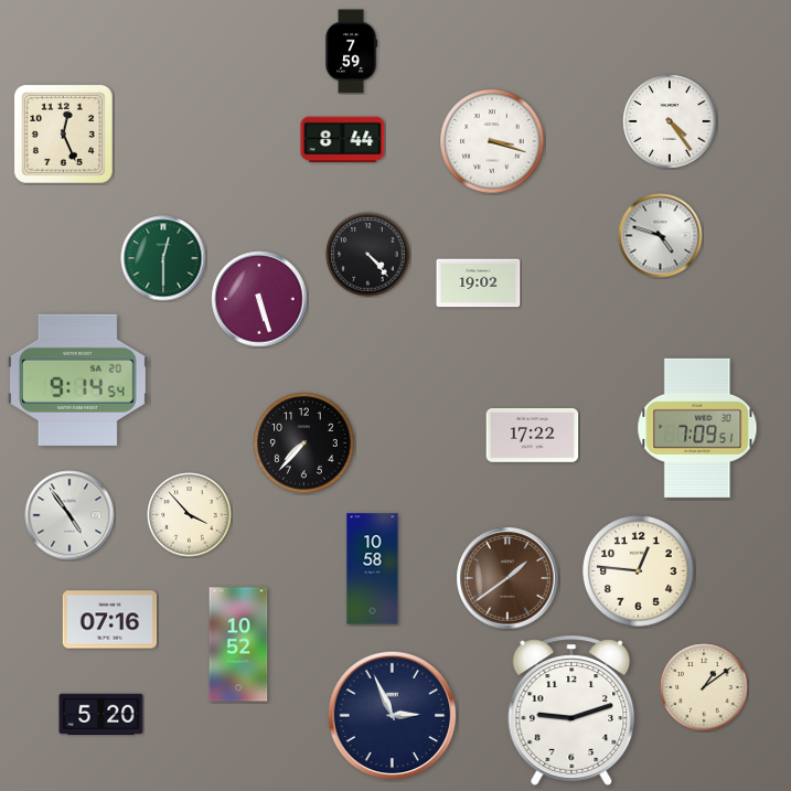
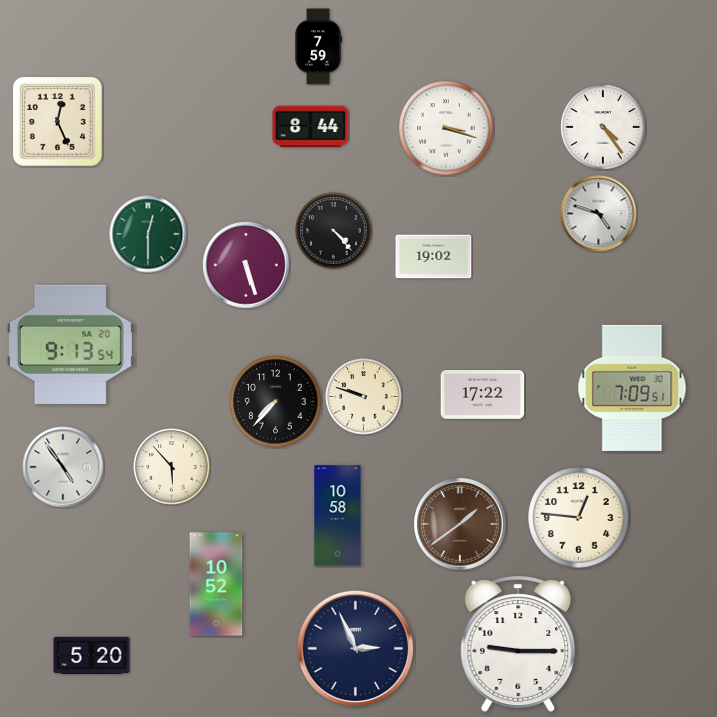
clock at (670, 121) position: (670, 121) -> (603, 127)
clock at (259, 299) position: (259, 299) -> (246, 265)
clock at (77, 380): 9:14 -> 9:13
clock at (364, 397): none -> 9:48
clock at (190, 515): 3:53 -> 5:53
clock at (110, 620): 07:16 -> none
clock at (704, 687): 1:09 -> none
clock at (571, 710): 9:12 -> 9:15
clock at (101, 714) position: (101, 714) -> (92, 655)
